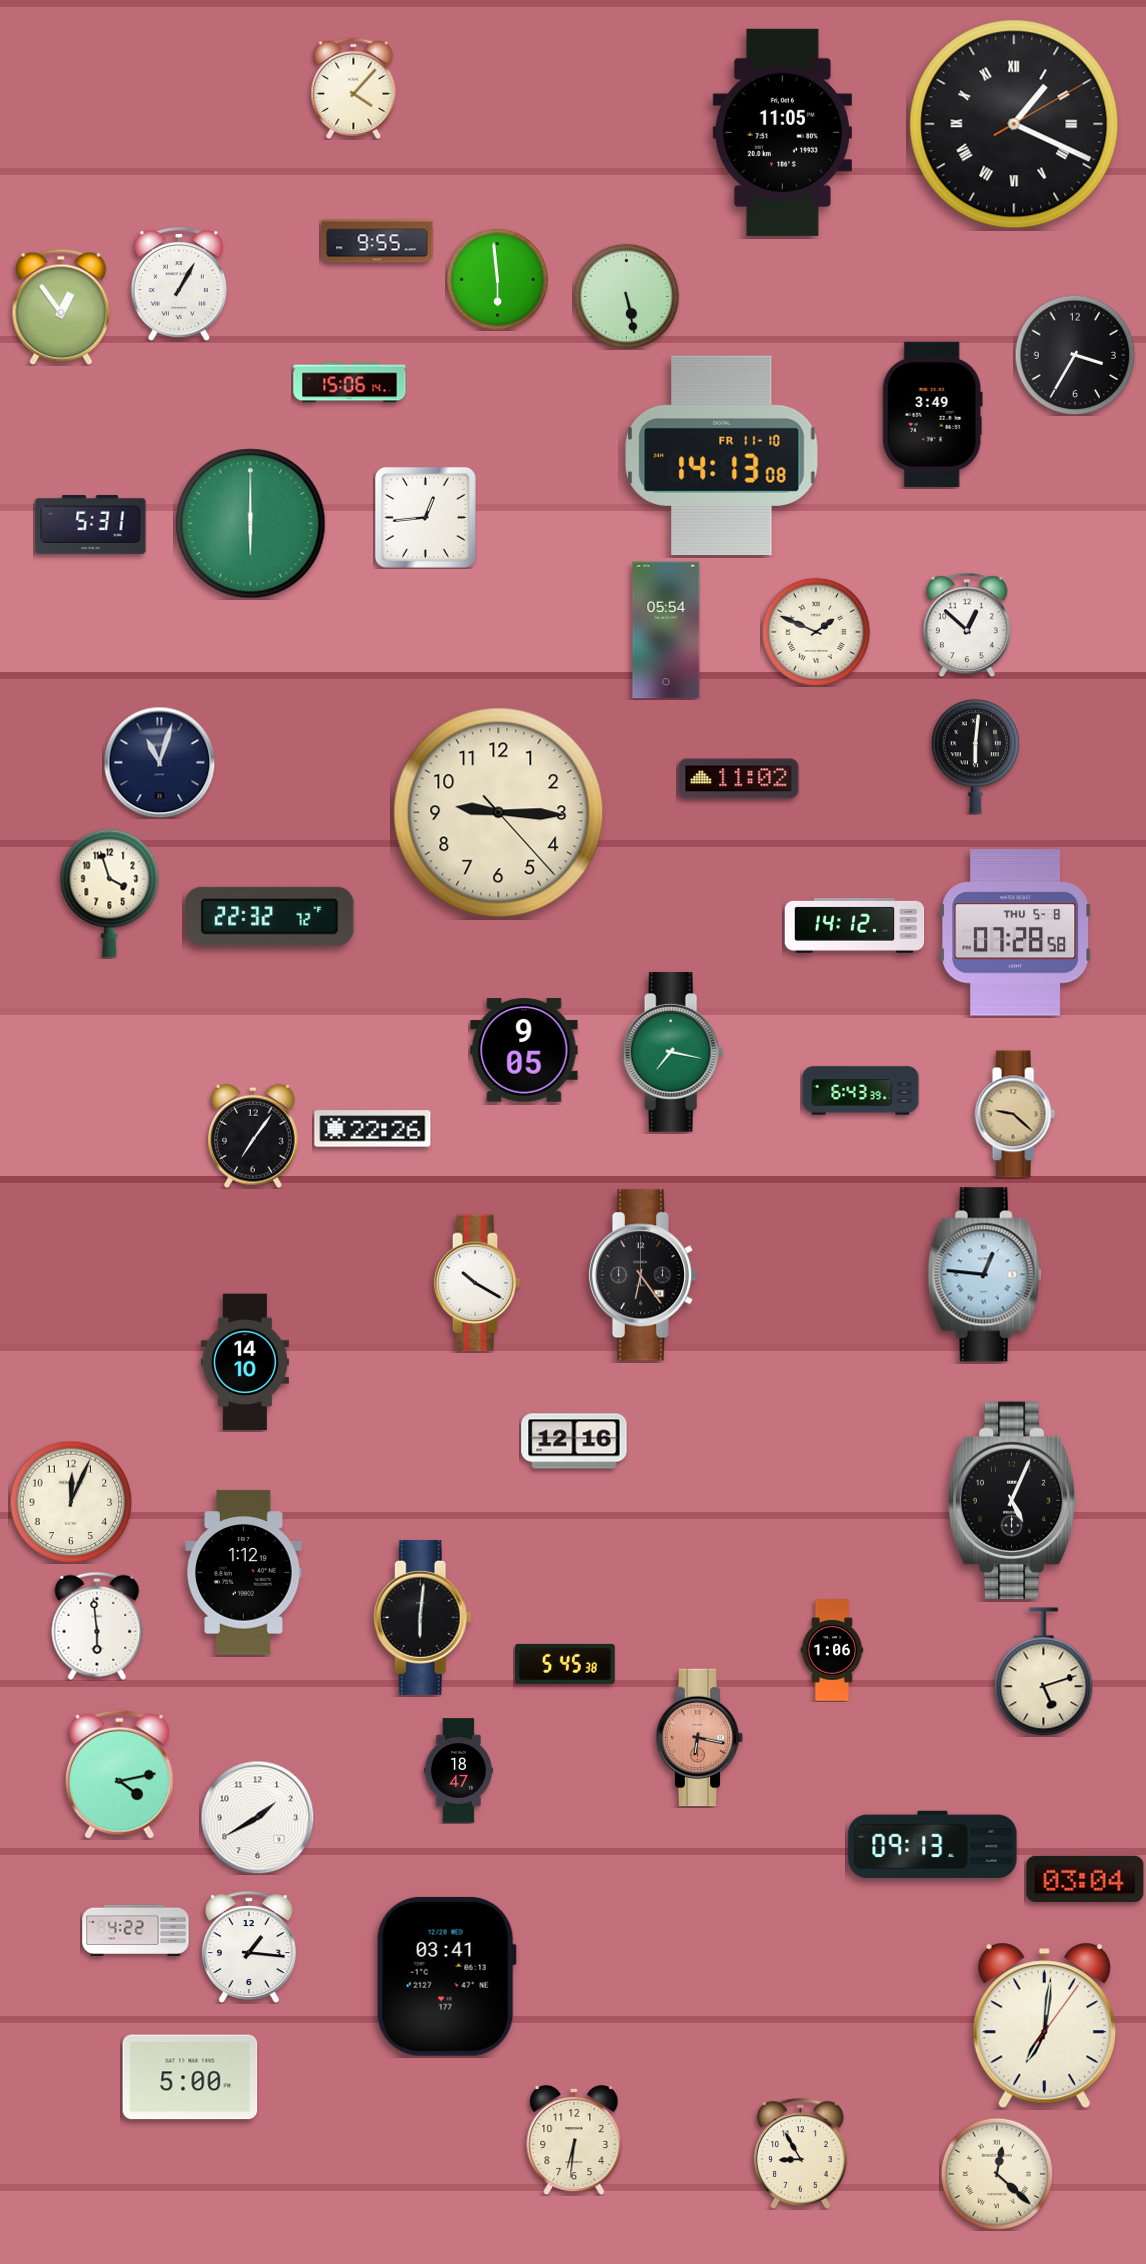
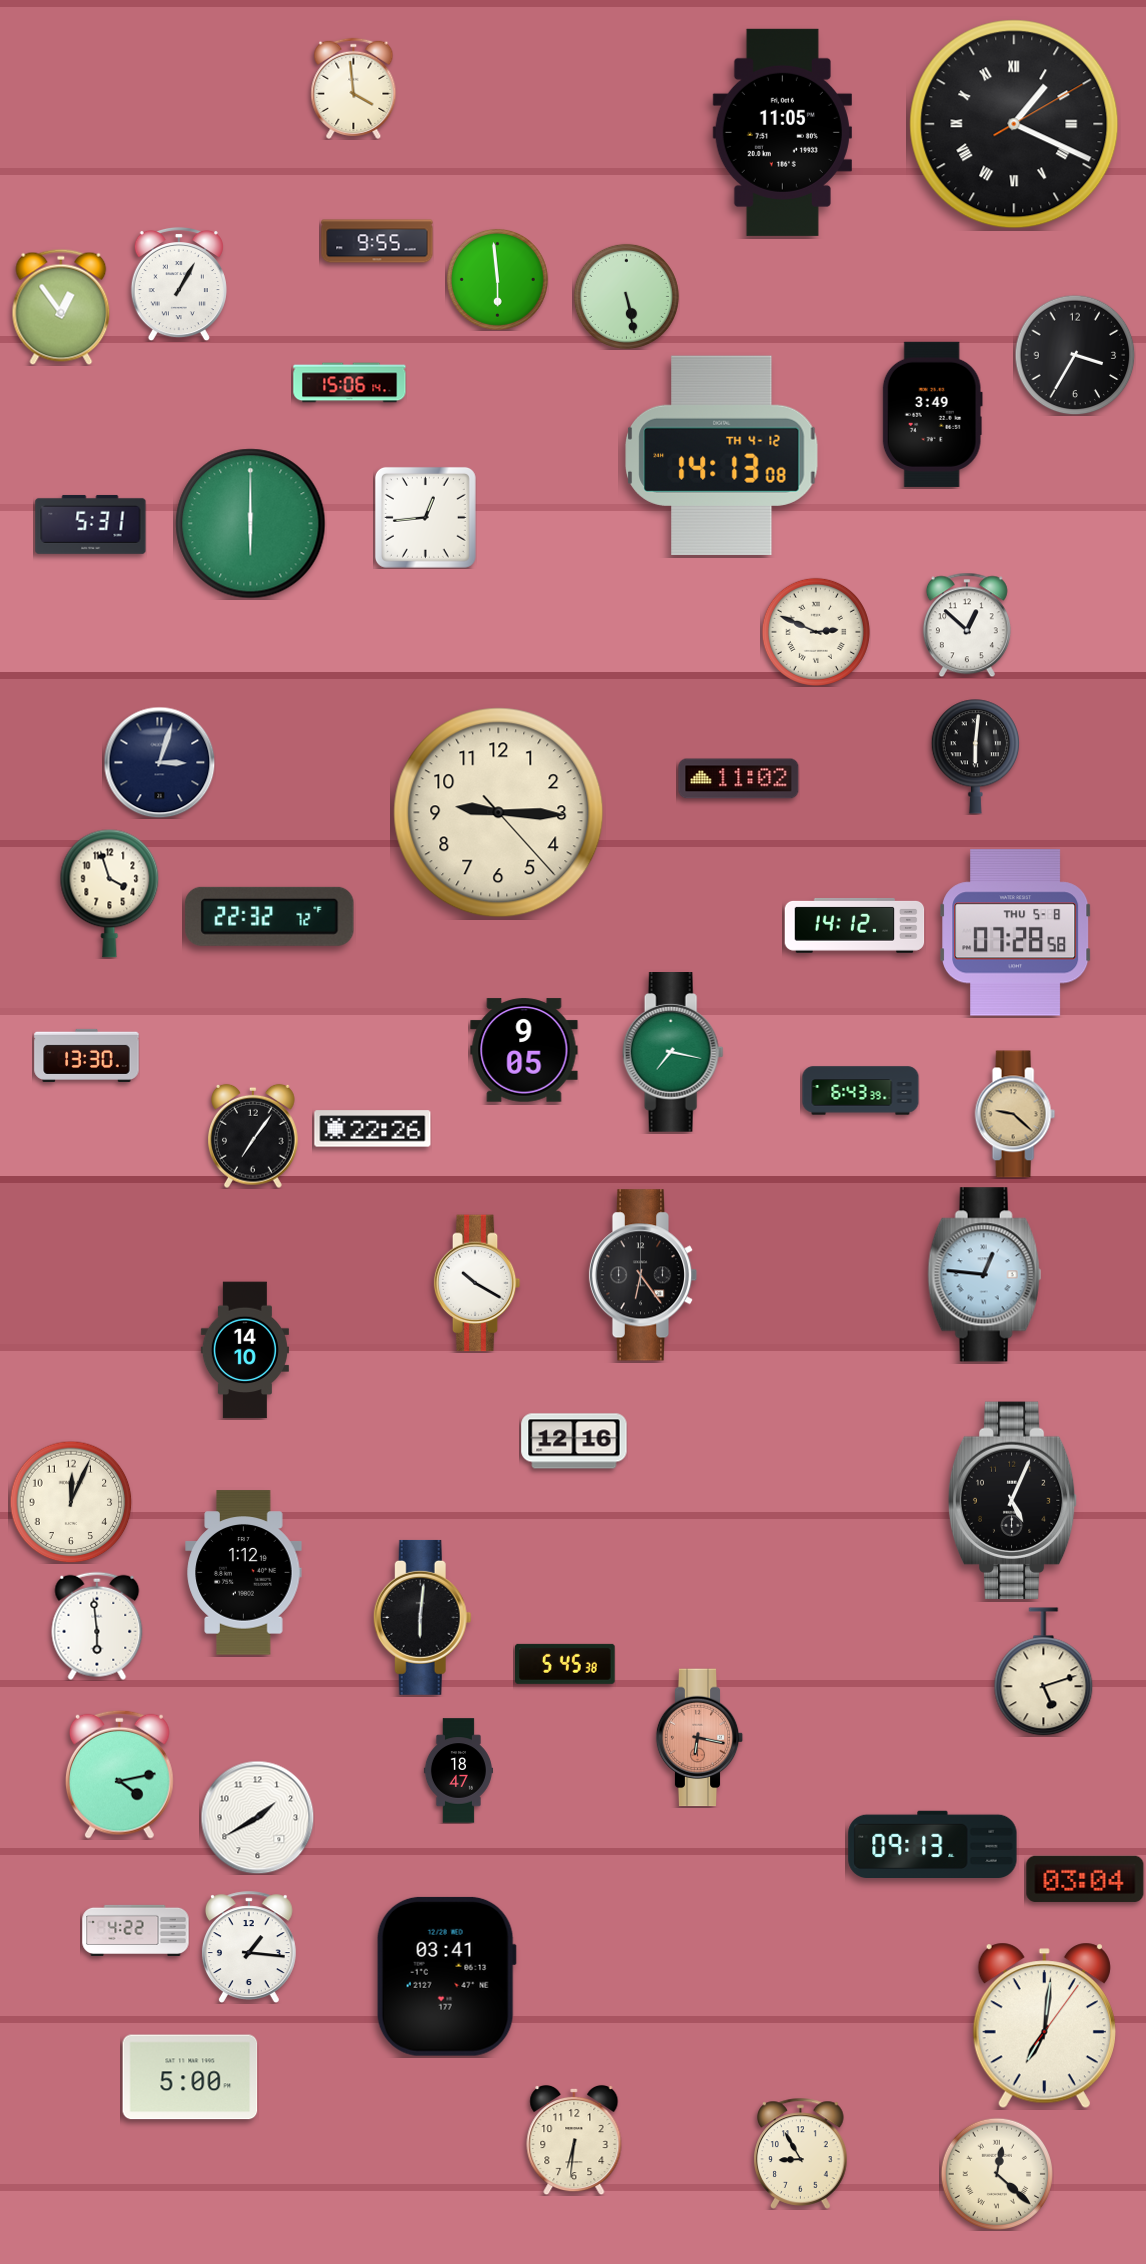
clock at (354, 88): 4:07 -> 3:59
clock at (722, 455) date: FR 11-10 -> TH 4-12
clock at (666, 630): 05:54 -> none
clock at (816, 632): 1:49 -> 2:49
clock at (159, 762): 11:03 -> 3:03
clock at (87, 1055): none -> 13:30
clock at (245, 1362) position: (245, 1362) -> (245, 1350)
clock at (832, 1650): 1:06 -> none
